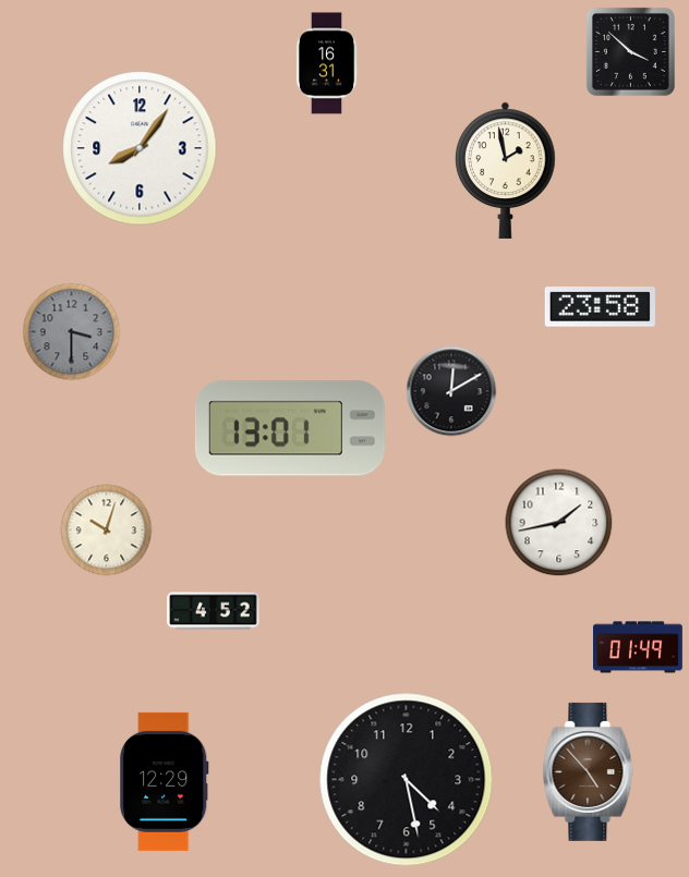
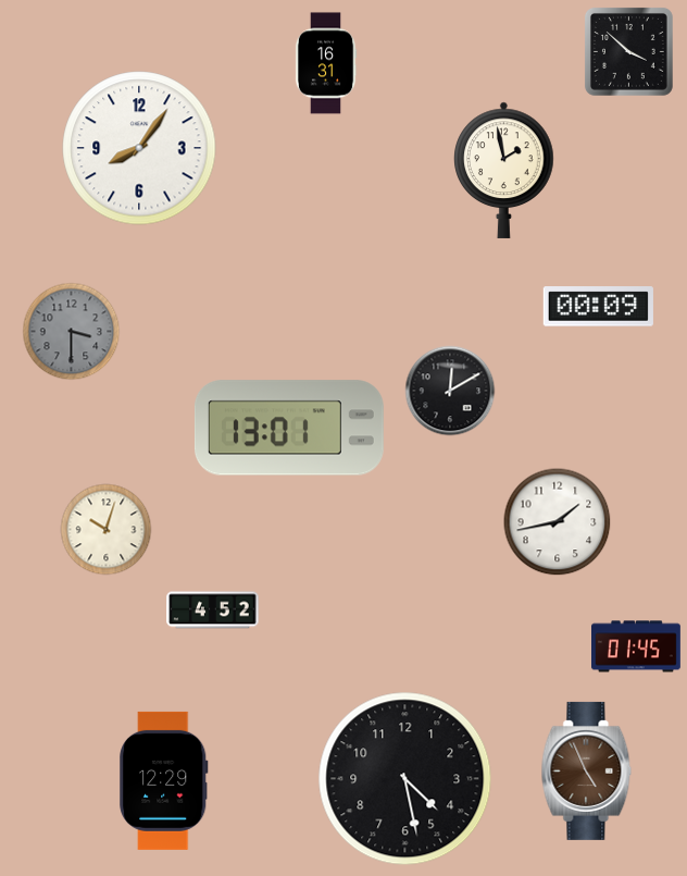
clock at (600, 307): 23:58 -> 00:09
clock at (639, 647): 01:49 -> 01:45
clock at (589, 771): 4:53 -> 4:56
